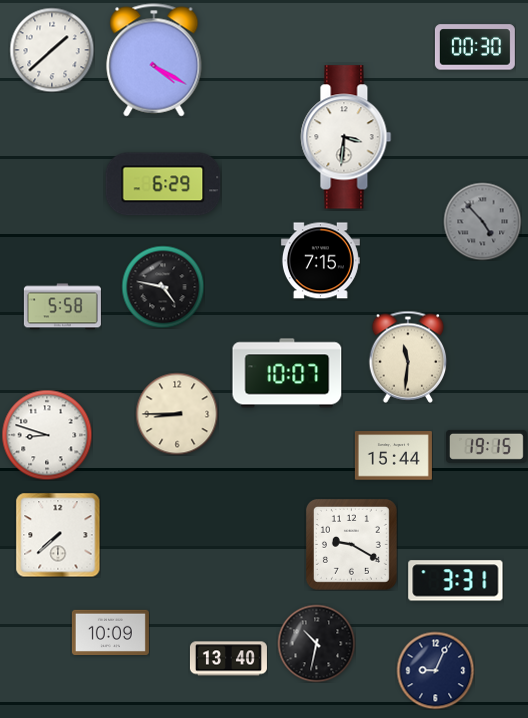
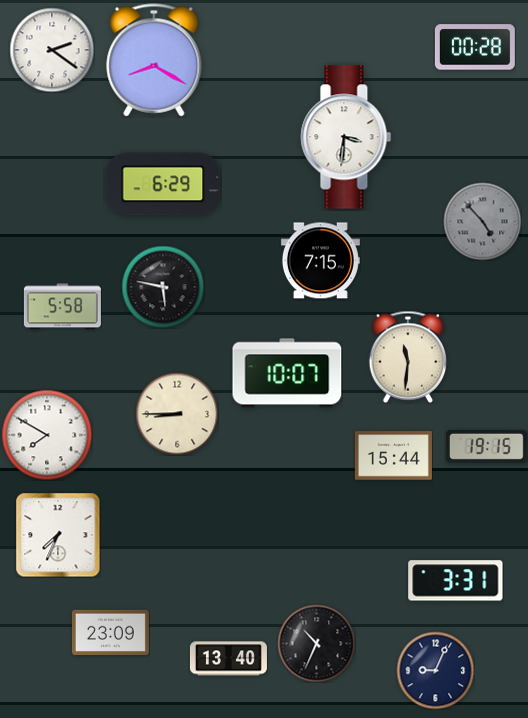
clock at (475, 47): 00:30 -> 00:28
clock at (52, 50): 1:38 -> 2:21
clock at (154, 60): 4:20 -> 8:20
clock at (163, 287): 4:47 -> 5:47
clock at (47, 435): 8:48 -> 7:50
clock at (58, 535): 7:38 -> 7:34
clock at (351, 544): 9:20 -> none
clock at (110, 632): 10:09 -> 23:09
clock at (316, 643): 10:32 -> 10:34
